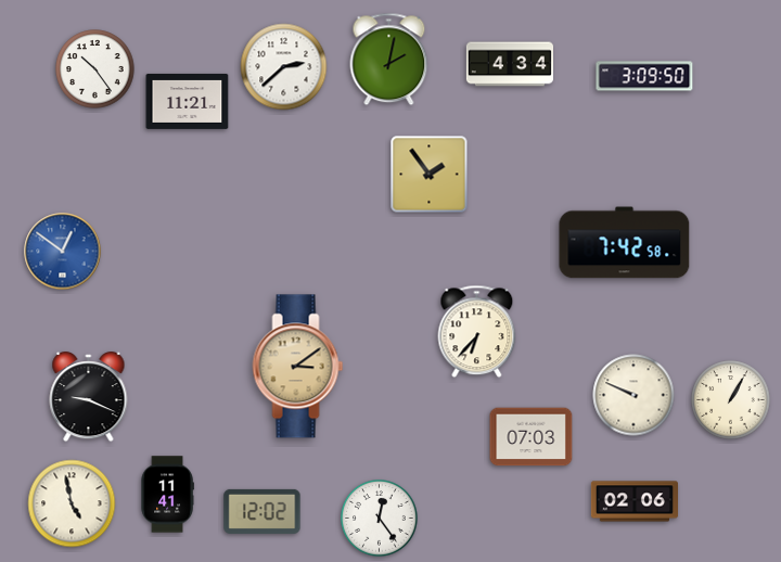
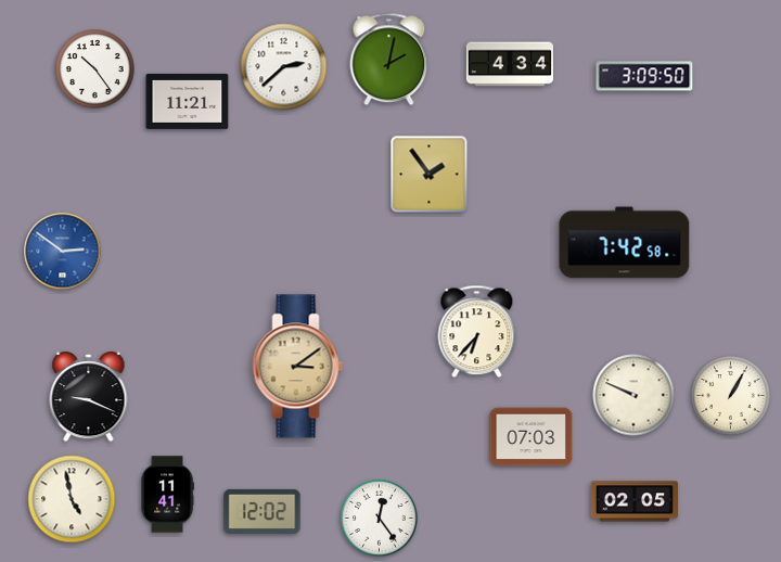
clock at (63, 252): 12:51 -> 2:51
clock at (731, 400) position: (731, 400) -> (731, 396)
clock at (633, 501): 02:06 -> 02:05
clock at (72, 503) position: (72, 503) -> (72, 499)
